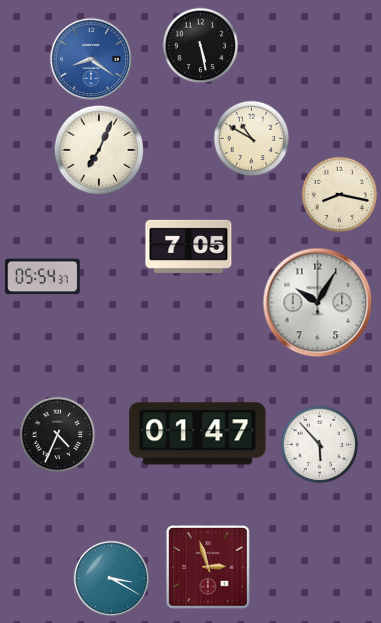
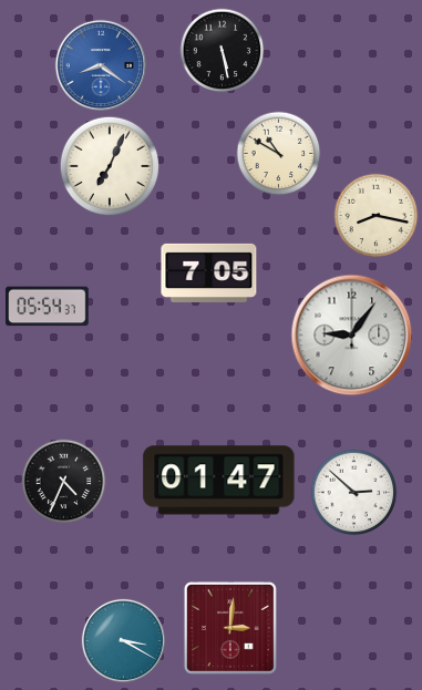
clock at (318, 303): 10:05 -> 9:06
clock at (320, 445): 5:53 -> 2:52
clock at (208, 567): 2:57 -> 3:01
